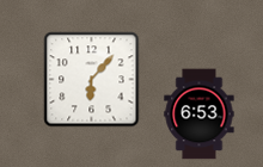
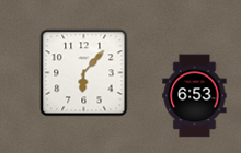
clock at (200, 115) position: (200, 115) -> (195, 96)
